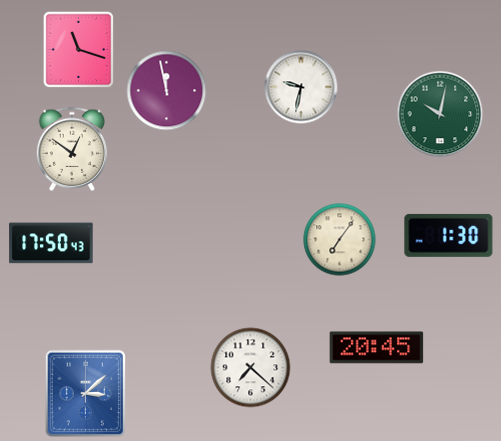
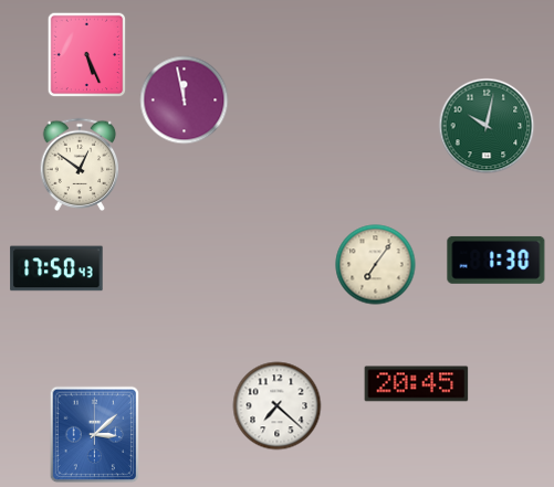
clock at (79, 50): 11:18 -> 5:26
clock at (301, 87): 9:32 -> none
